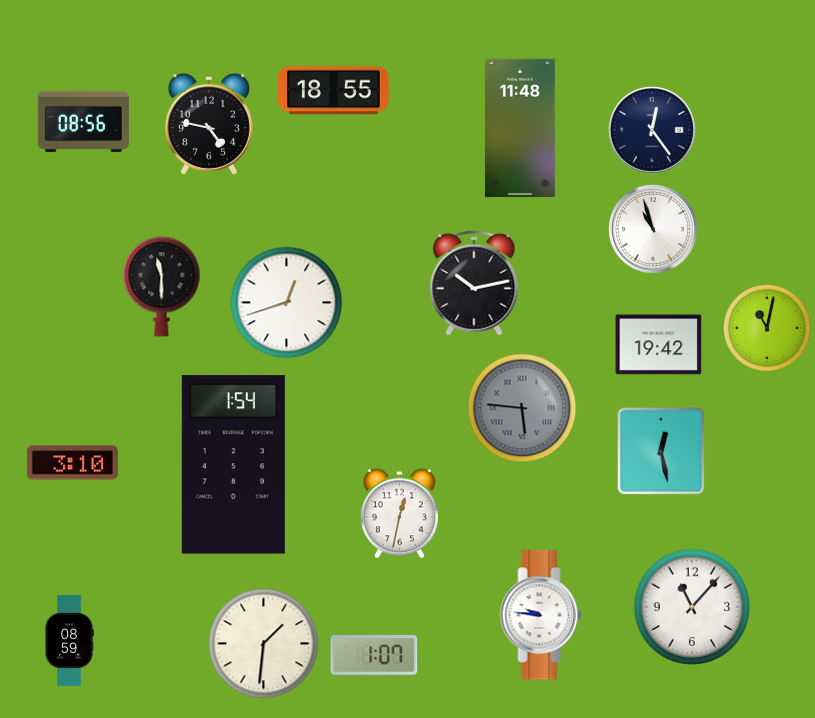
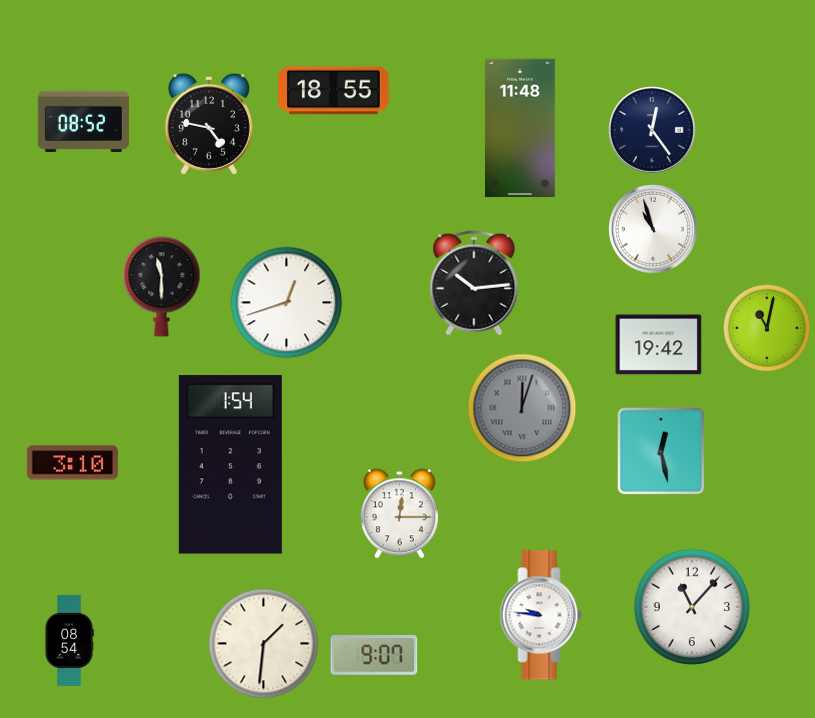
clock at (83, 122): 08:56 -> 08:52
clock at (474, 283): 10:13 -> 10:14
clock at (522, 408): 5:46 -> 12:03
clock at (233, 465) position: (233, 465) -> (230, 465)
clock at (399, 514): 12:32 -> 12:15
clock at (69, 640): 08:59 -> 08:54
clock at (374, 656): 1:07 -> 9:07
